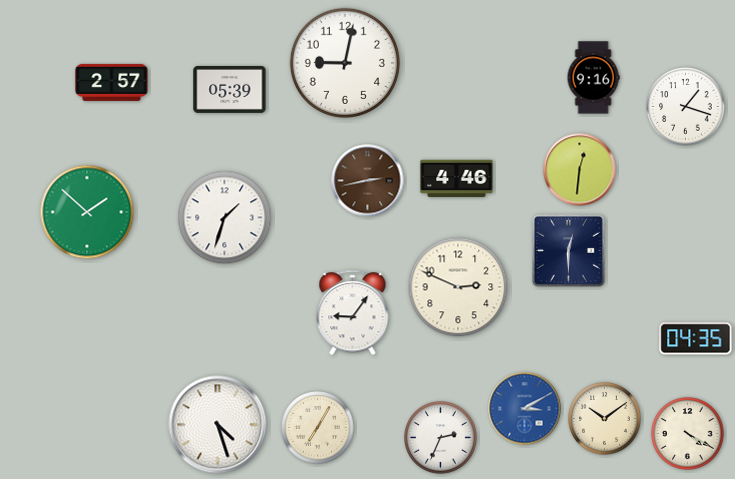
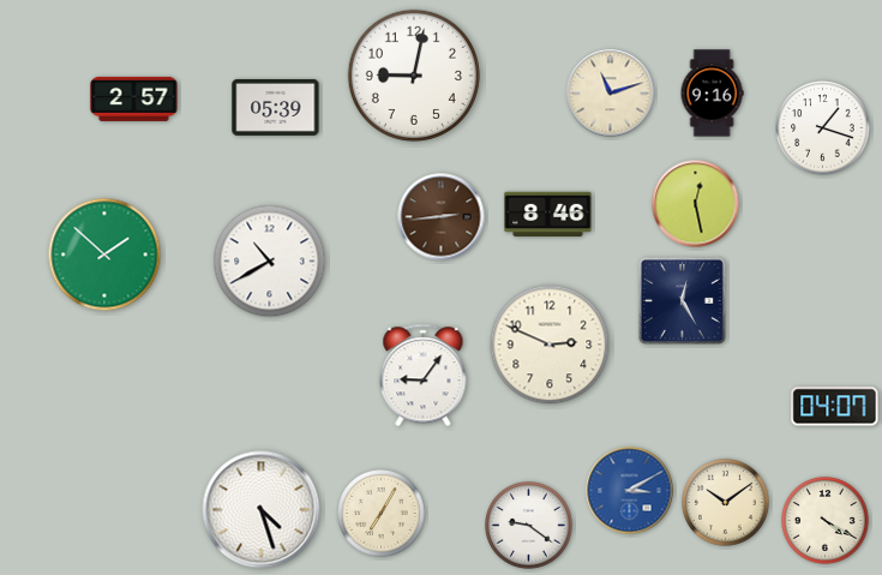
clock at (611, 94): none -> 11:12
clock at (580, 170): 12:31 -> 12:28
clock at (457, 179): 4:46 -> 8:46
clock at (368, 181): 2:43 -> 2:44
clock at (225, 218): 1:33 -> 10:40
clock at (568, 250): 12:30 -> 12:25
clock at (696, 339): 04:35 -> 04:07
clock at (441, 438): 2:34 -> 9:21
